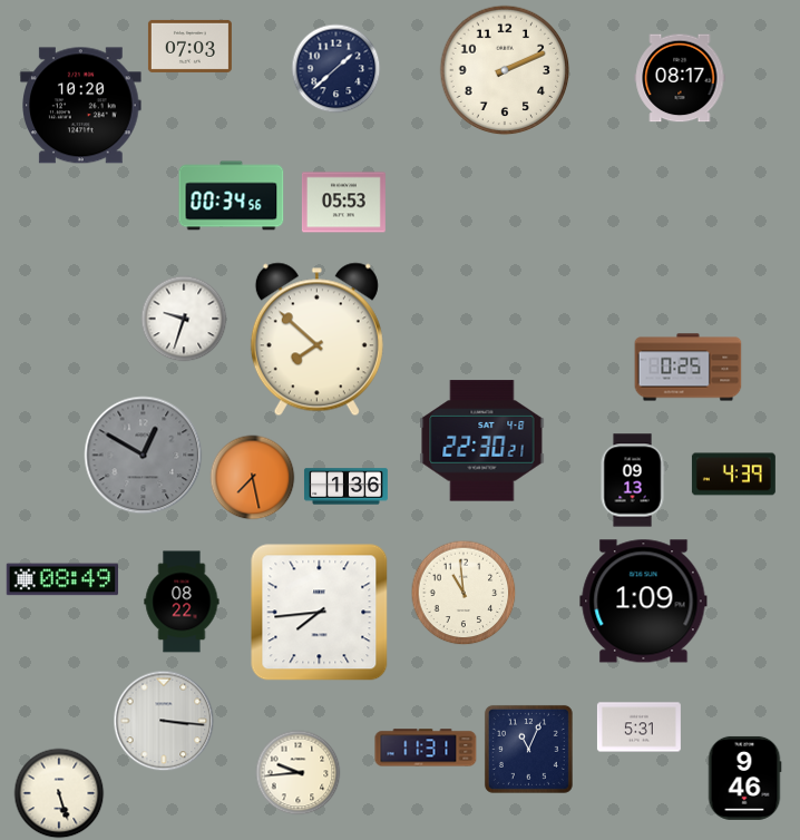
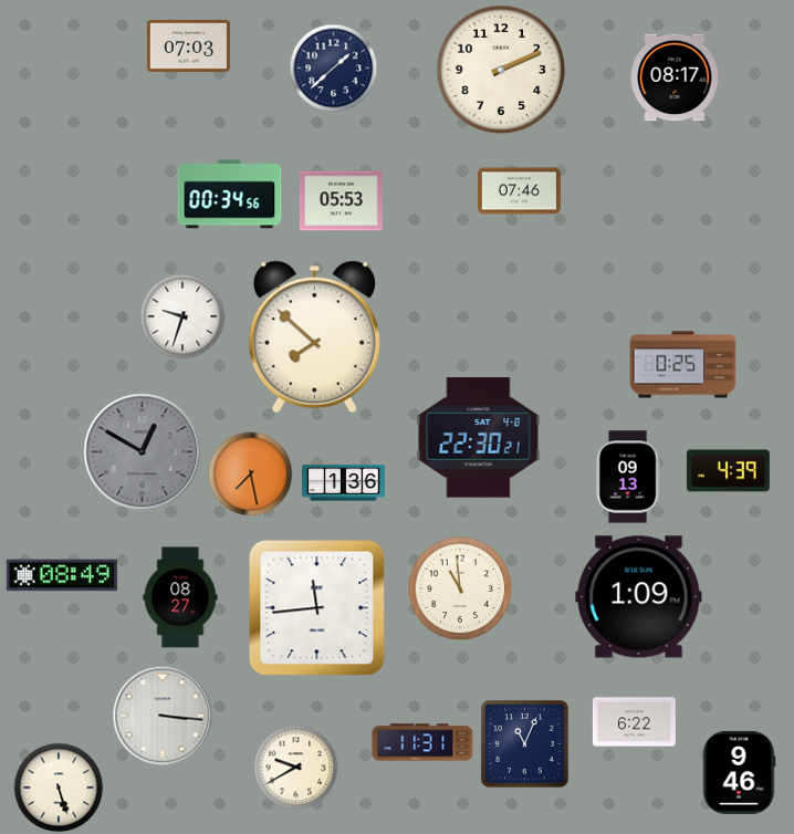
clock at (81, 106): 10:20 -> none
clock at (519, 191): none -> 07:46
clock at (182, 602): 08:22 -> 08:27
clock at (320, 613): 7:44 -> 11:44
clock at (638, 727): 5:31 -> 6:22
clock at (299, 773): 9:44 -> 9:40
